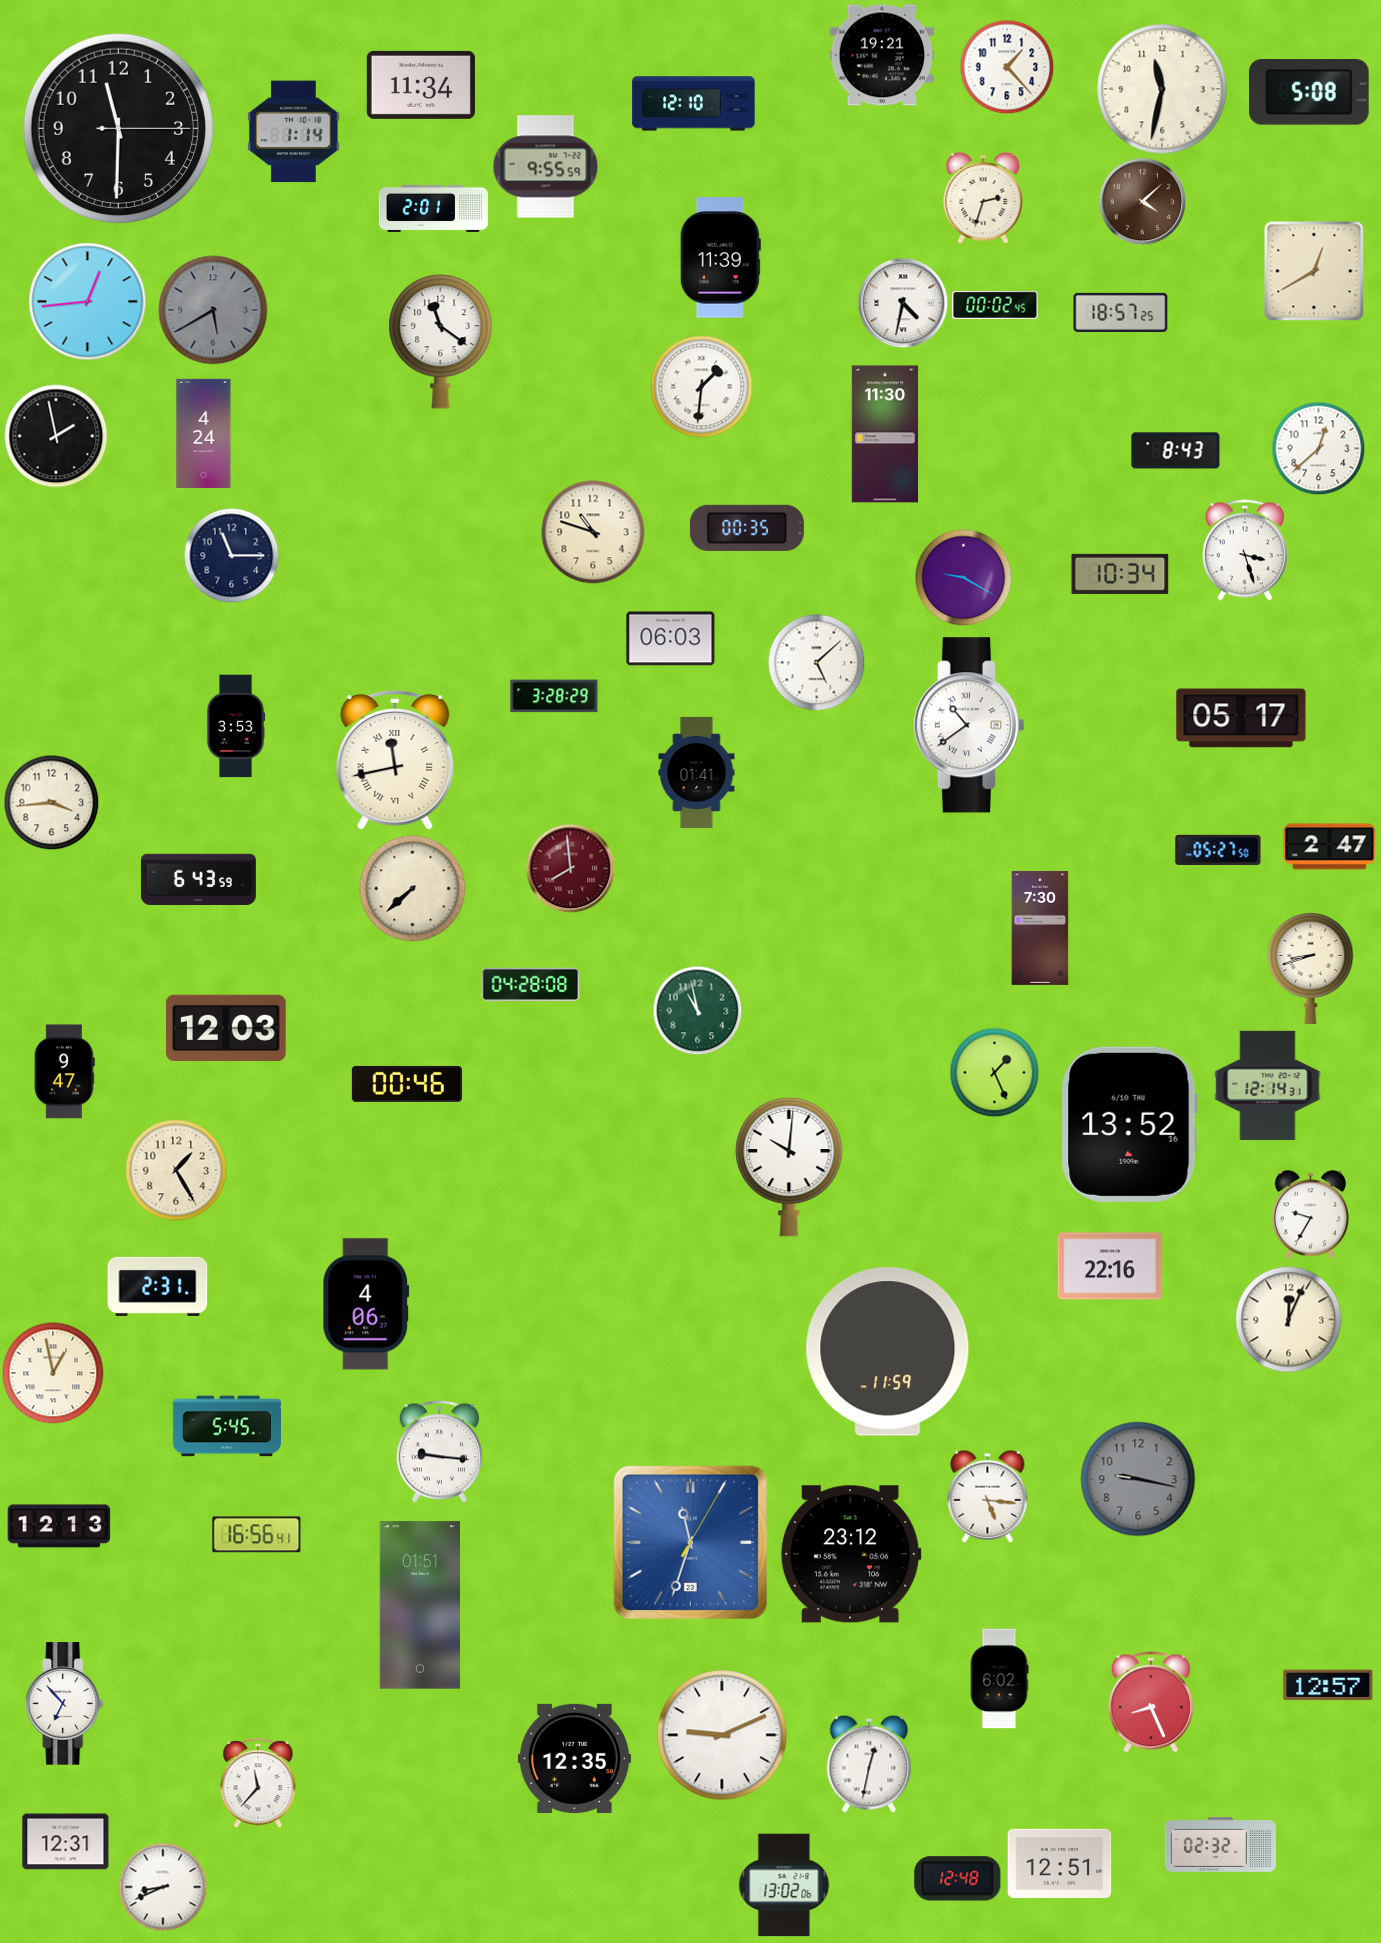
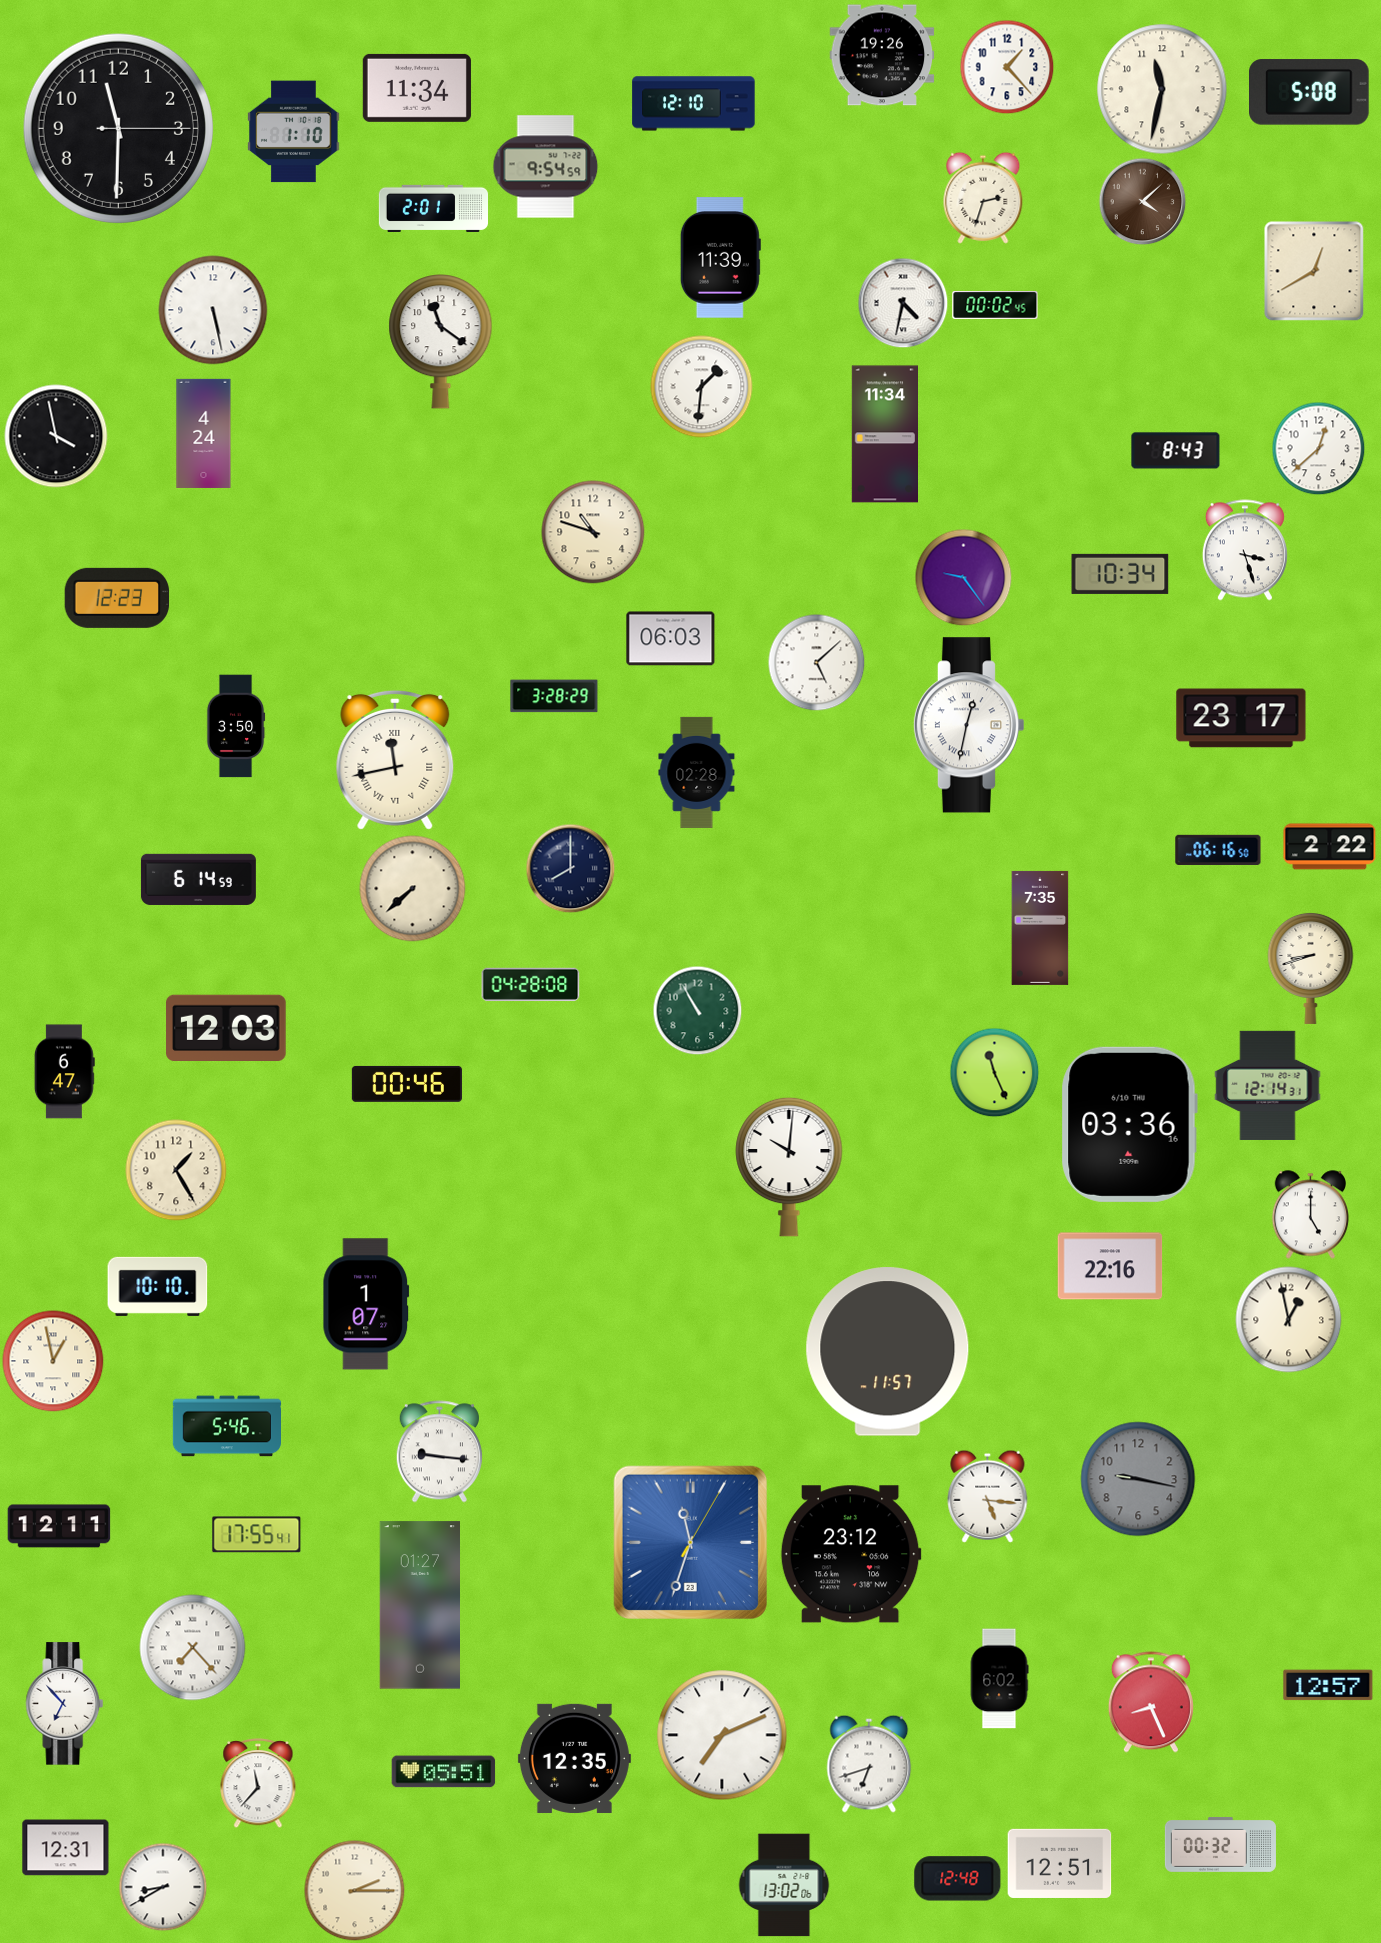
clock at (882, 55): 19:21 -> 19:26
clock at (421, 85) position: (421, 85) -> (417, 88)
clock at (294, 132): 1:14 -> 1:10
clock at (546, 167): 9:55 -> 9:54
clock at (88, 302): 12:44 -> none
clock at (213, 310): 5:40 -> 5:28
clock at (213, 310) dial: grey -> white
clock at (1121, 312): 18:57 -> none
clock at (885, 434): 11:30 -> 11:34
clock at (56, 436): 1:58 -> 3:58
clock at (747, 528): 00:35 -> none
clock at (231, 555): 11:15 -> none
clock at (963, 577): 9:20 -> 9:24
clock at (117, 598): none -> 12:23
clock at (1241, 718): 05:17 -> 23:17
clock at (968, 725): 10:39 -> 12:32
clock at (236, 726): 3:53 -> 3:50
clock at (697, 772): 01:41 -> 02:28
clock at (51, 802): 3:44 -> none
clock at (1330, 847): 2:47 -> 2:22
clock at (1218, 850): 05:27 -> 06:16
clock at (570, 868): 7:59 -> 8:00
clock at (570, 868) dial: burgundy -> navy
clock at (198, 879): 6:43 -> 6:14
clock at (1040, 928): 7:30 -> 7:35
clock at (697, 1010): 10:58 -> 10:55
clock at (64, 1072): 9:47 -> 6:47
clock at (994, 1072): 1:26 -> 11:26
clock at (1129, 1124): 13:52 -> 03:36
clock at (1310, 1215): 9:35 -> 5:00
clock at (158, 1286): 2:31 -> 10:10
clock at (366, 1304): 4:06 -> 1:07
clock at (1289, 1320): 12:04 -> 12:58
clock at (888, 1352): 11:59 -> 11:57
clock at (53, 1373) position: (53, 1373) -> (53, 1361)
clock at (226, 1426): 5:45 -> 5:46
clock at (59, 1526): 12:13 -> 12:11
clock at (257, 1535): 16:56 -> 17:55
clock at (420, 1605): 01:51 -> 01:27
clock at (193, 1648): none -> 7:23
clock at (722, 1735): 9:11 -> 7:11
clock at (869, 1764): 12:32 -> 6:42
clock at (444, 1772): none -> 05:51
clock at (66, 1842) position: (66, 1842) -> (66, 1848)
clock at (1220, 1844): 02:32 -> 00:32
clock at (163, 1887): 8:41 -> 8:40
clock at (355, 1891): none -> 2:15
